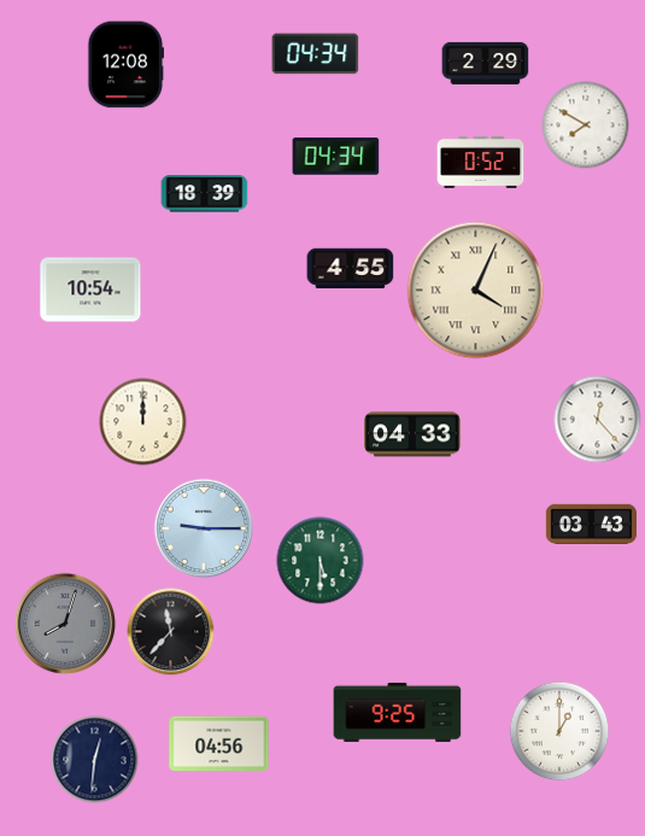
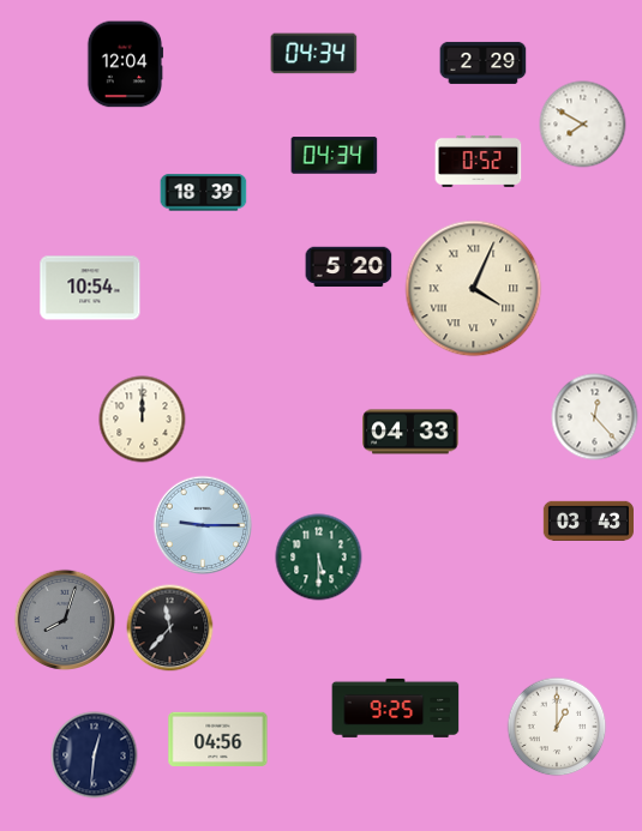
clock at (125, 65): 12:08 -> 12:04
clock at (351, 269): 4:55 -> 5:20
